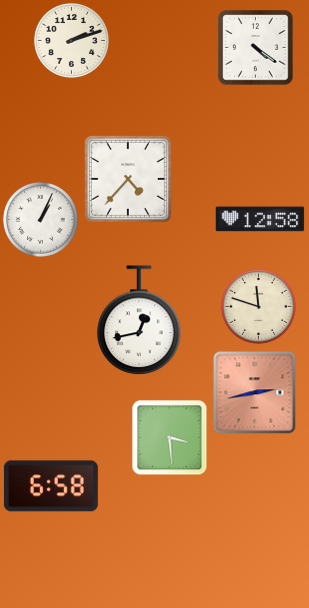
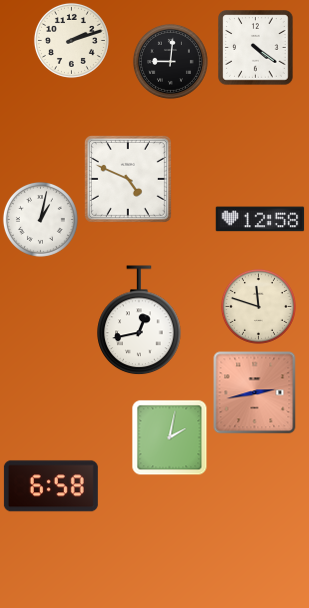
clock at (170, 61): none -> 9:01
clock at (128, 179): 4:37 -> 4:49
clock at (40, 219): 1:04 -> 1:02
clock at (170, 438): 3:29 -> 2:02
